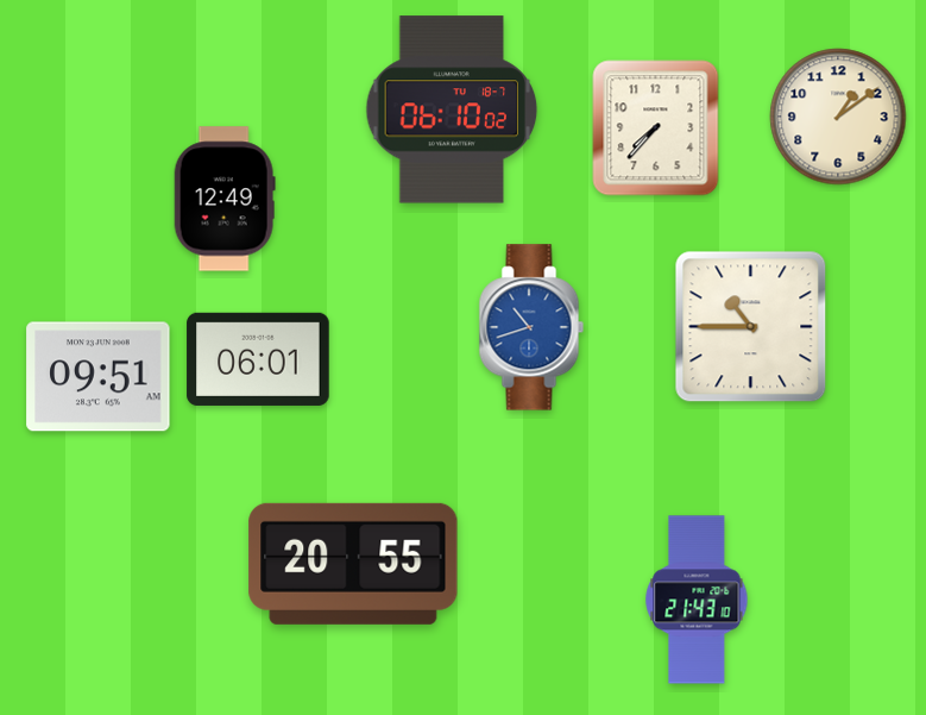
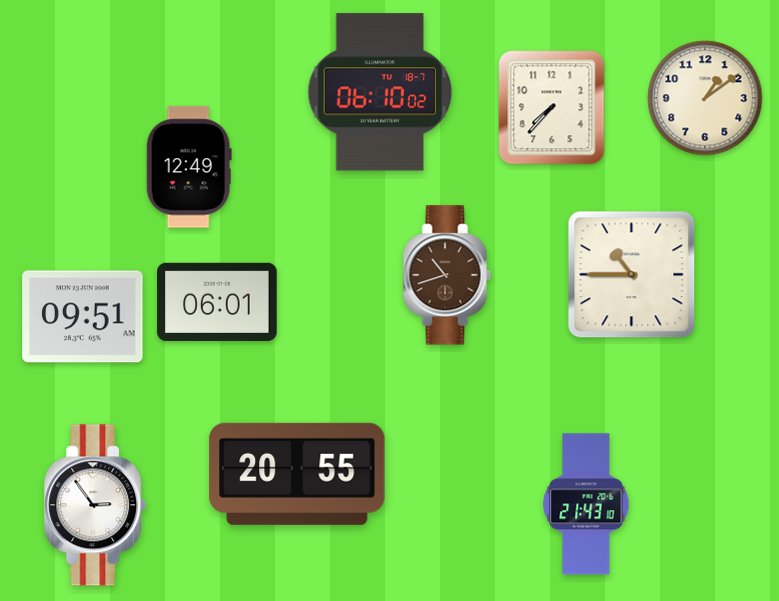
clock at (531, 327) dial: blue -> brown
clock at (96, 505): none -> 2:54
